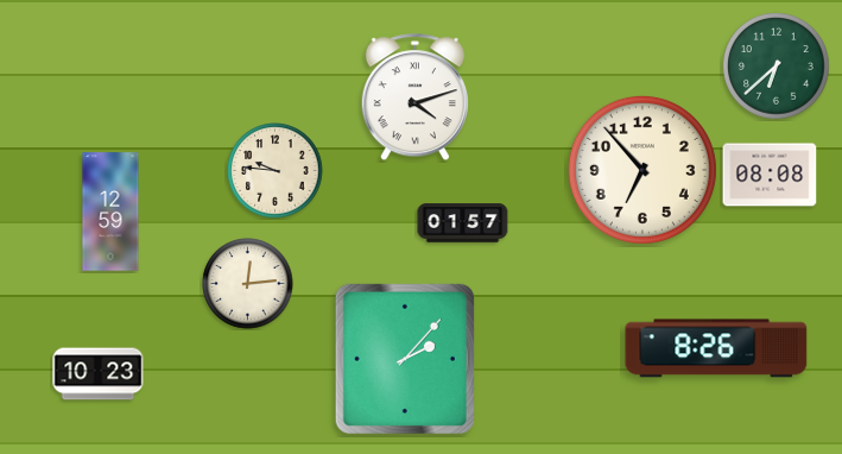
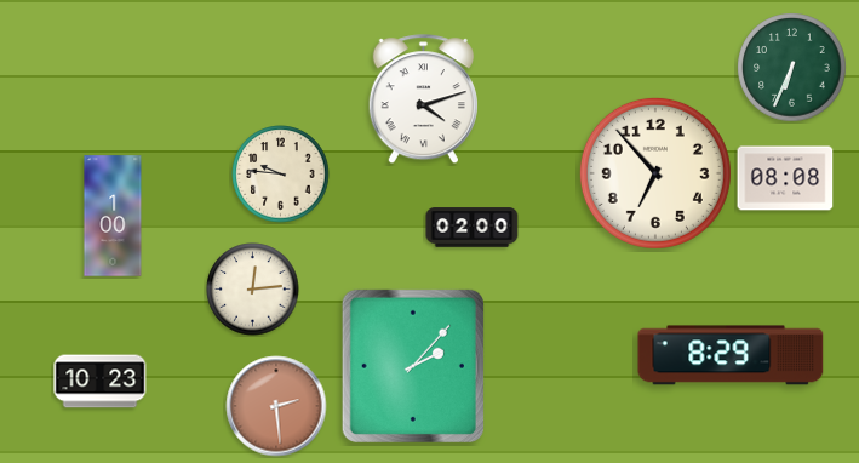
clock at (777, 67): 6:38 -> 6:34
clock at (110, 212): 12:59 -> 1:00
clock at (463, 223): 01:57 -> 02:00
clock at (716, 348): 8:26 -> 8:29
clock at (276, 406): none -> 2:29
